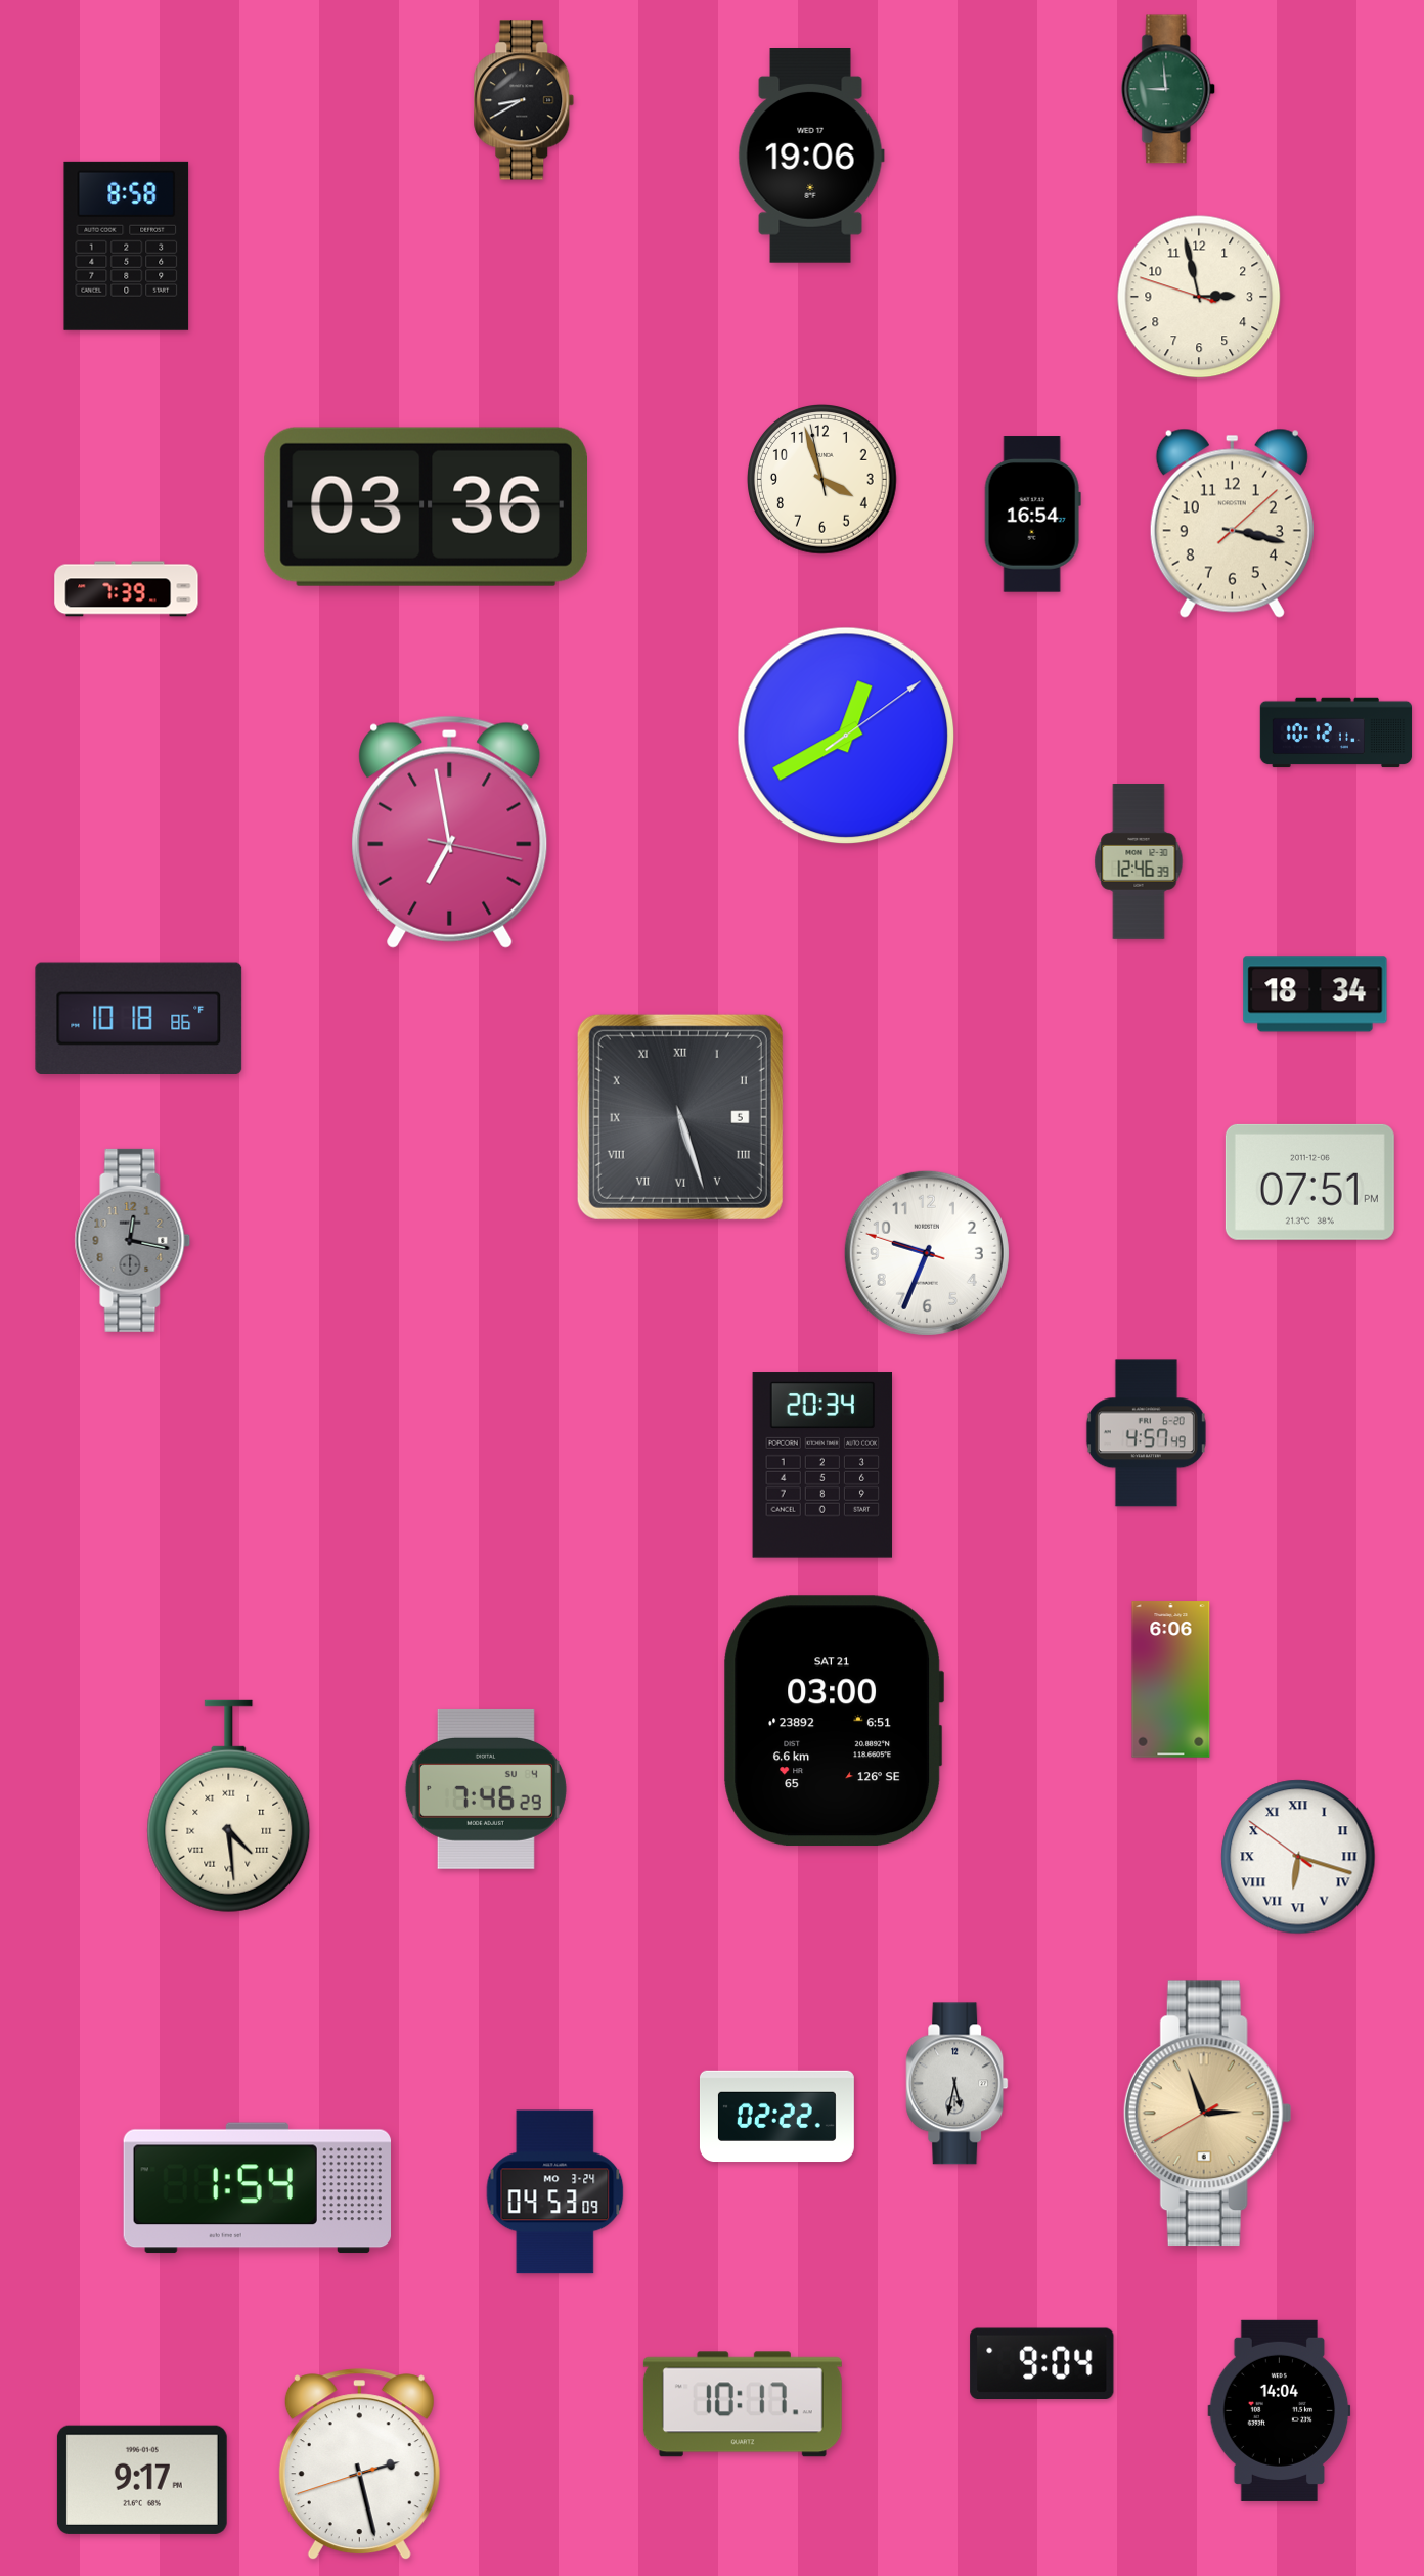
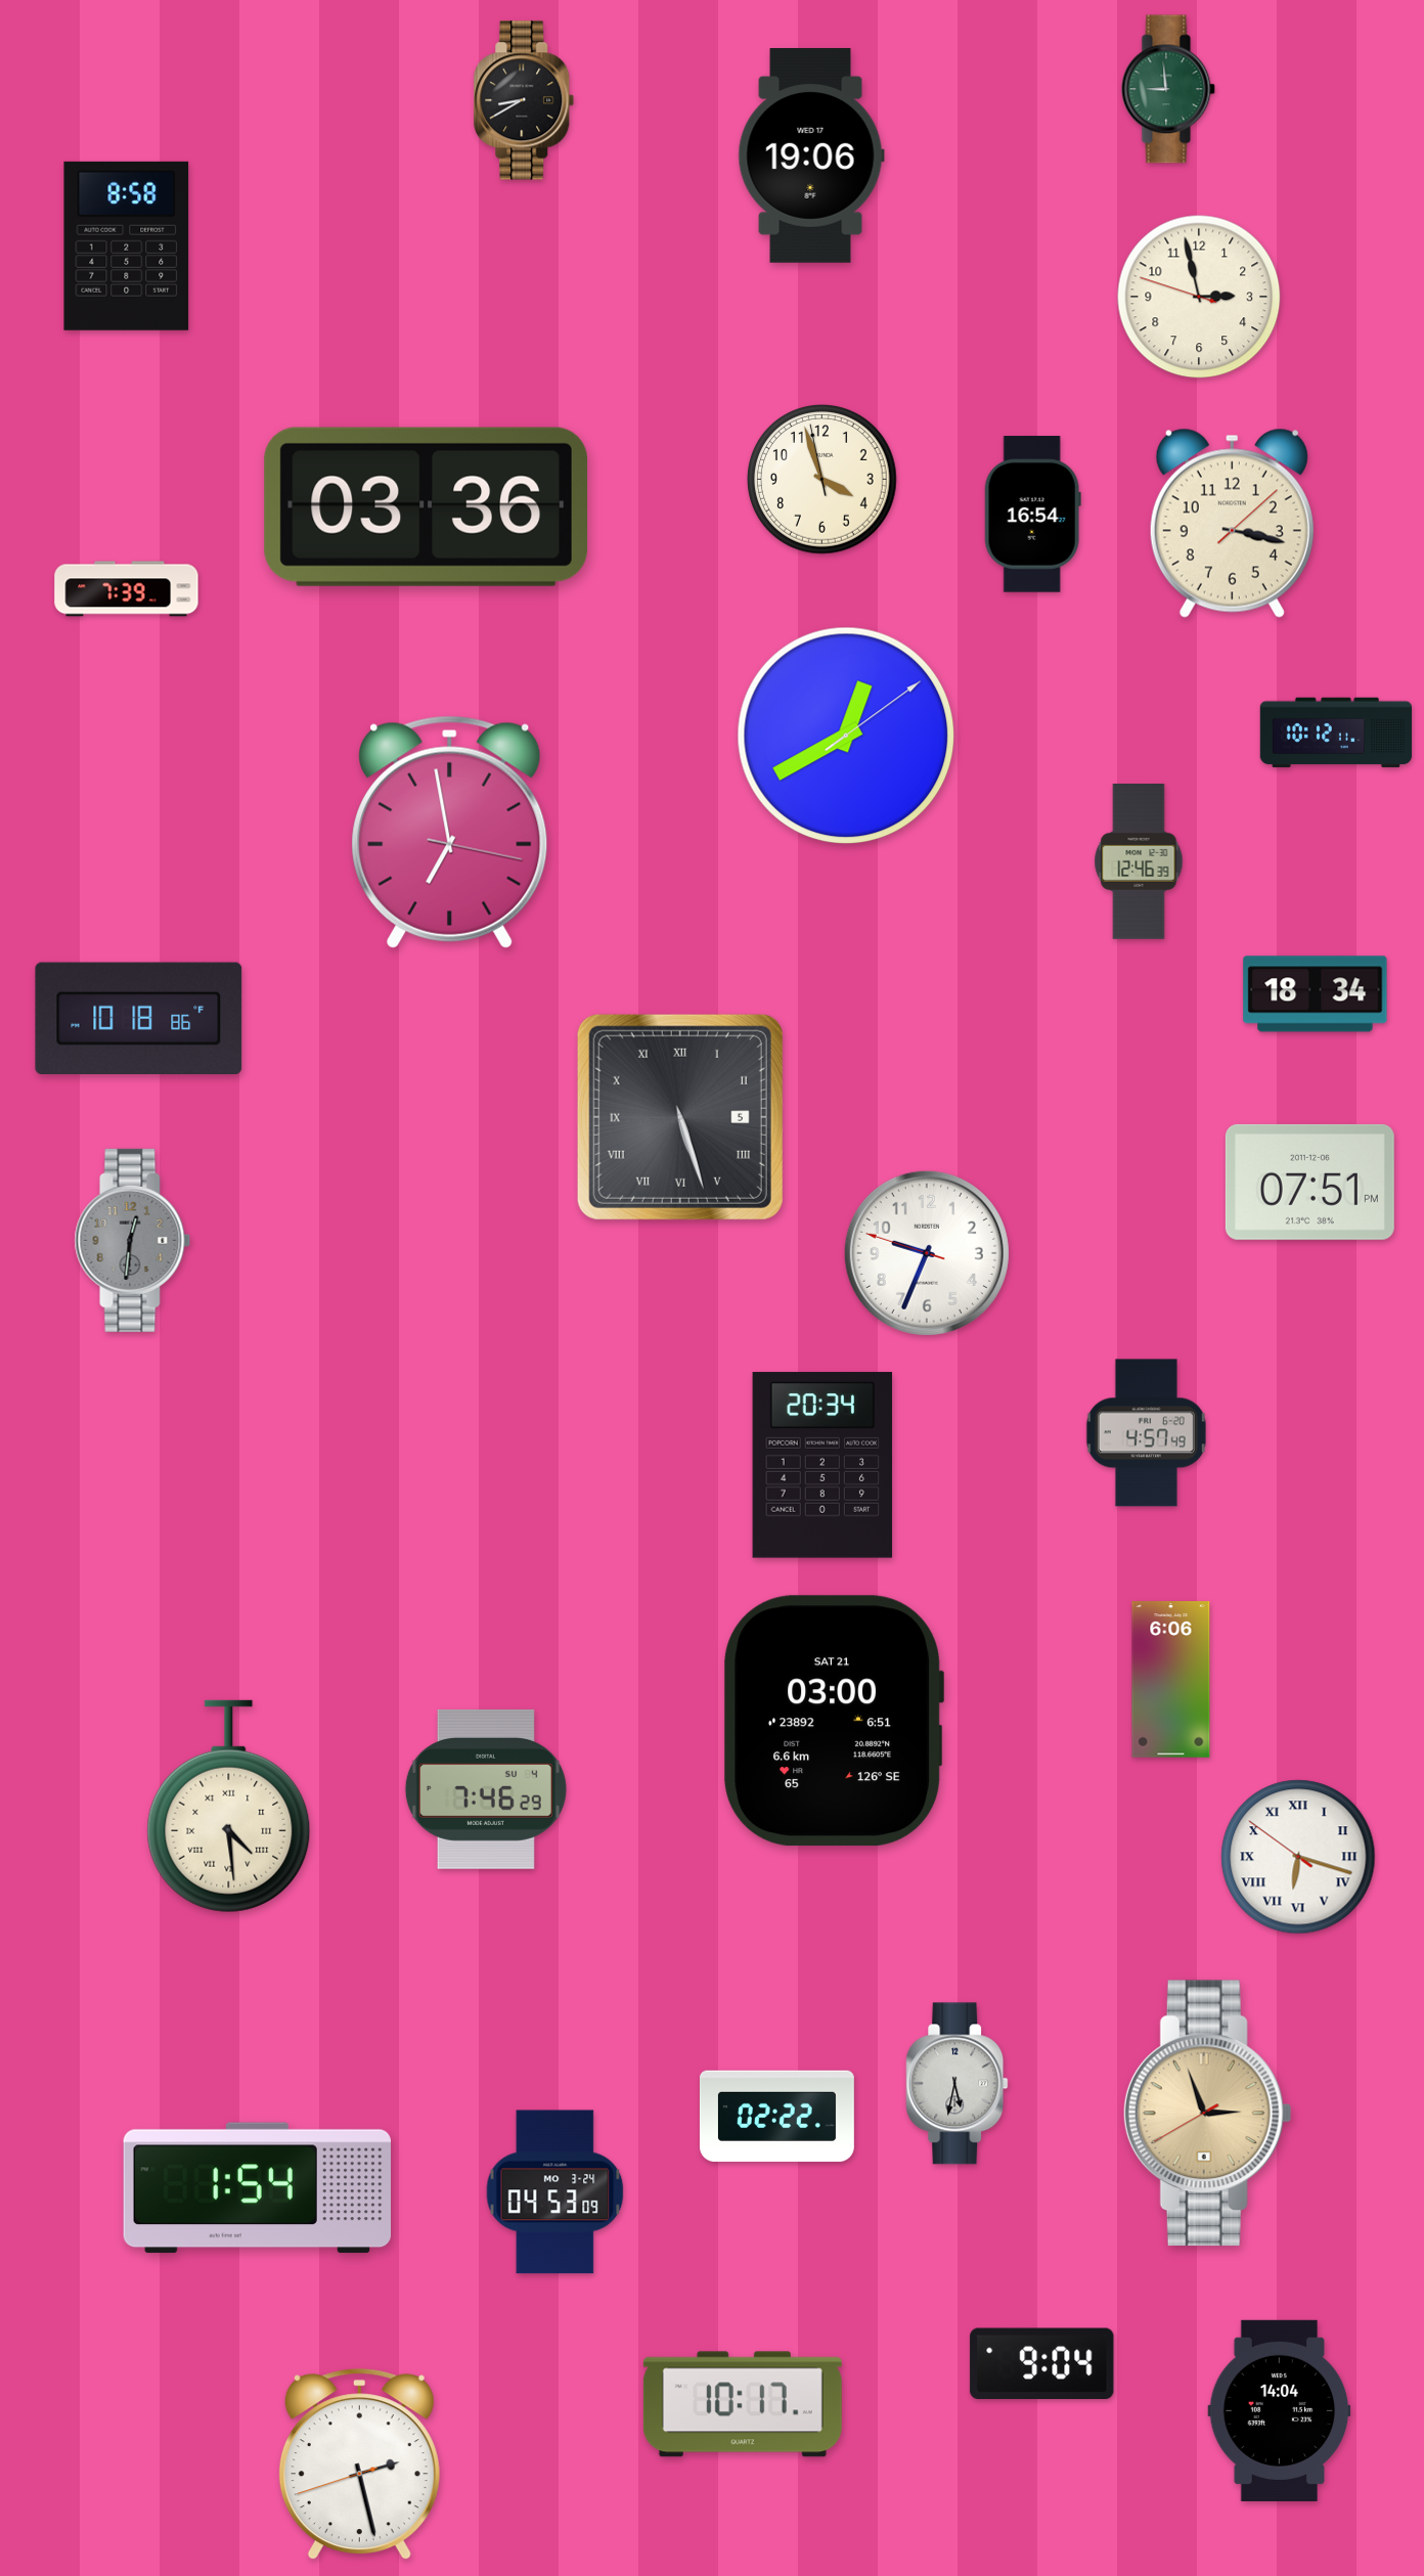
clock at (133, 1240): 12:17 -> 12:31
clock at (142, 2480): 9:17 -> none
